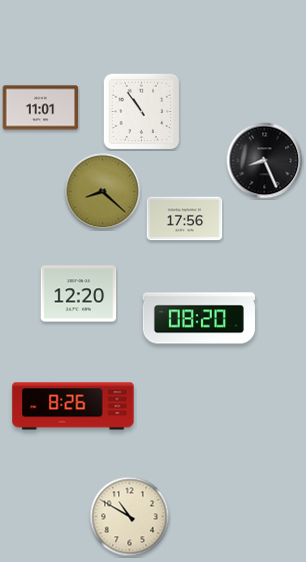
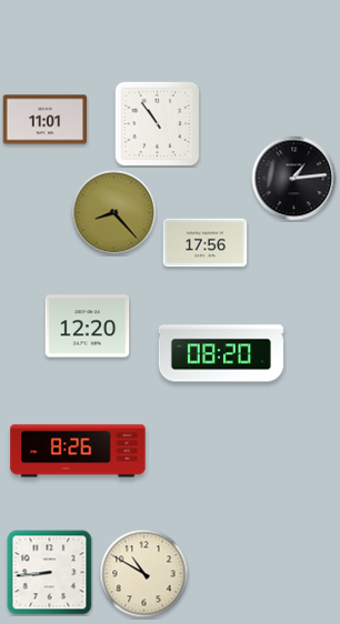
clock at (265, 161): 8:26 -> 1:14
clock at (103, 192): 8:22 -> 8:23
clock at (73, 406) position: (73, 406) -> (78, 451)
clock at (50, 573): none -> 8:44
